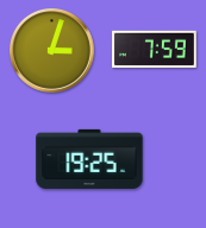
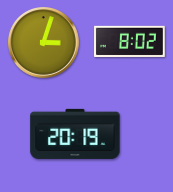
clock at (155, 50): 7:59 -> 8:02
clock at (89, 159): 19:25 -> 20:19
